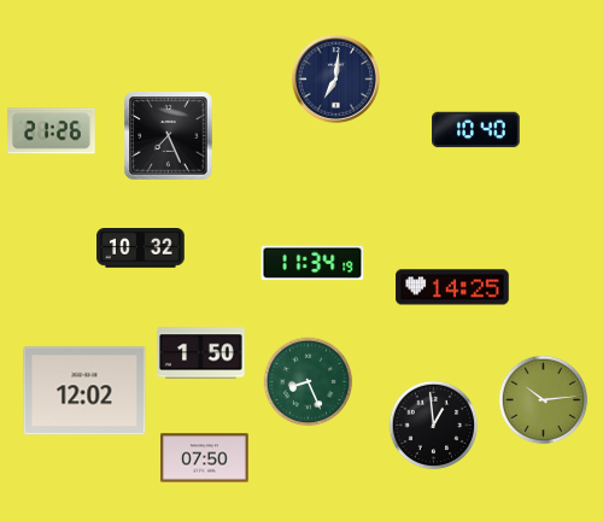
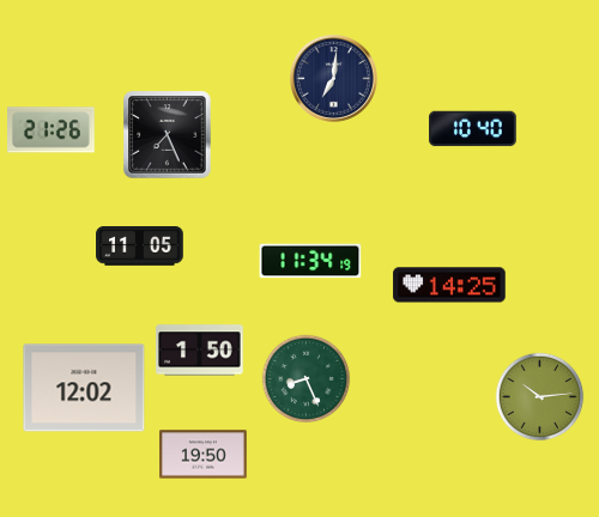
clock at (141, 248): 10:32 -> 11:05
clock at (434, 426): 12:59 -> none
clock at (205, 458): 07:50 -> 19:50
